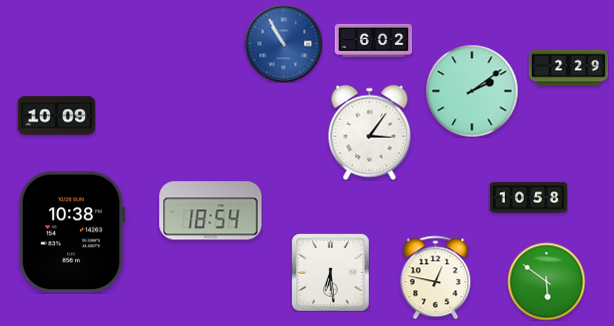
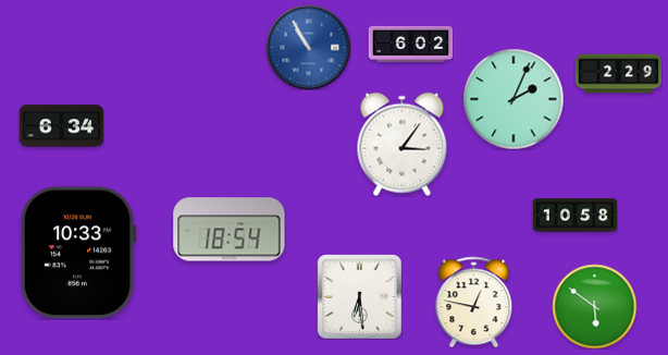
clock at (373, 40) position: (373, 40) -> (410, 44)
clock at (472, 91): 2:09 -> 2:04
clock at (56, 116): 10:09 -> 6:34
clock at (72, 232): 10:38 -> 10:33
